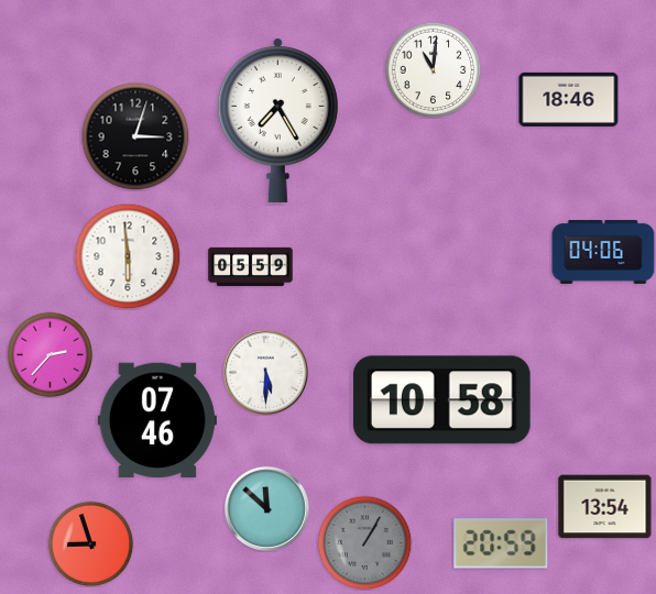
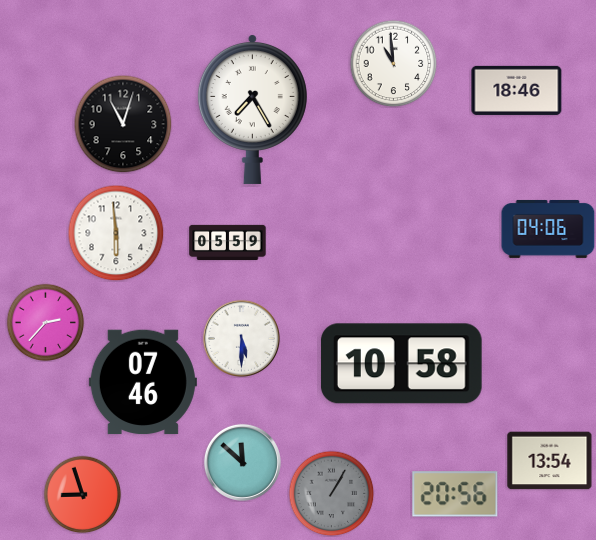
clock at (433, 69): 11:01 -> 10:59
clock at (135, 136): 3:03 -> 11:03
clock at (501, 543): 20:59 -> 20:56
